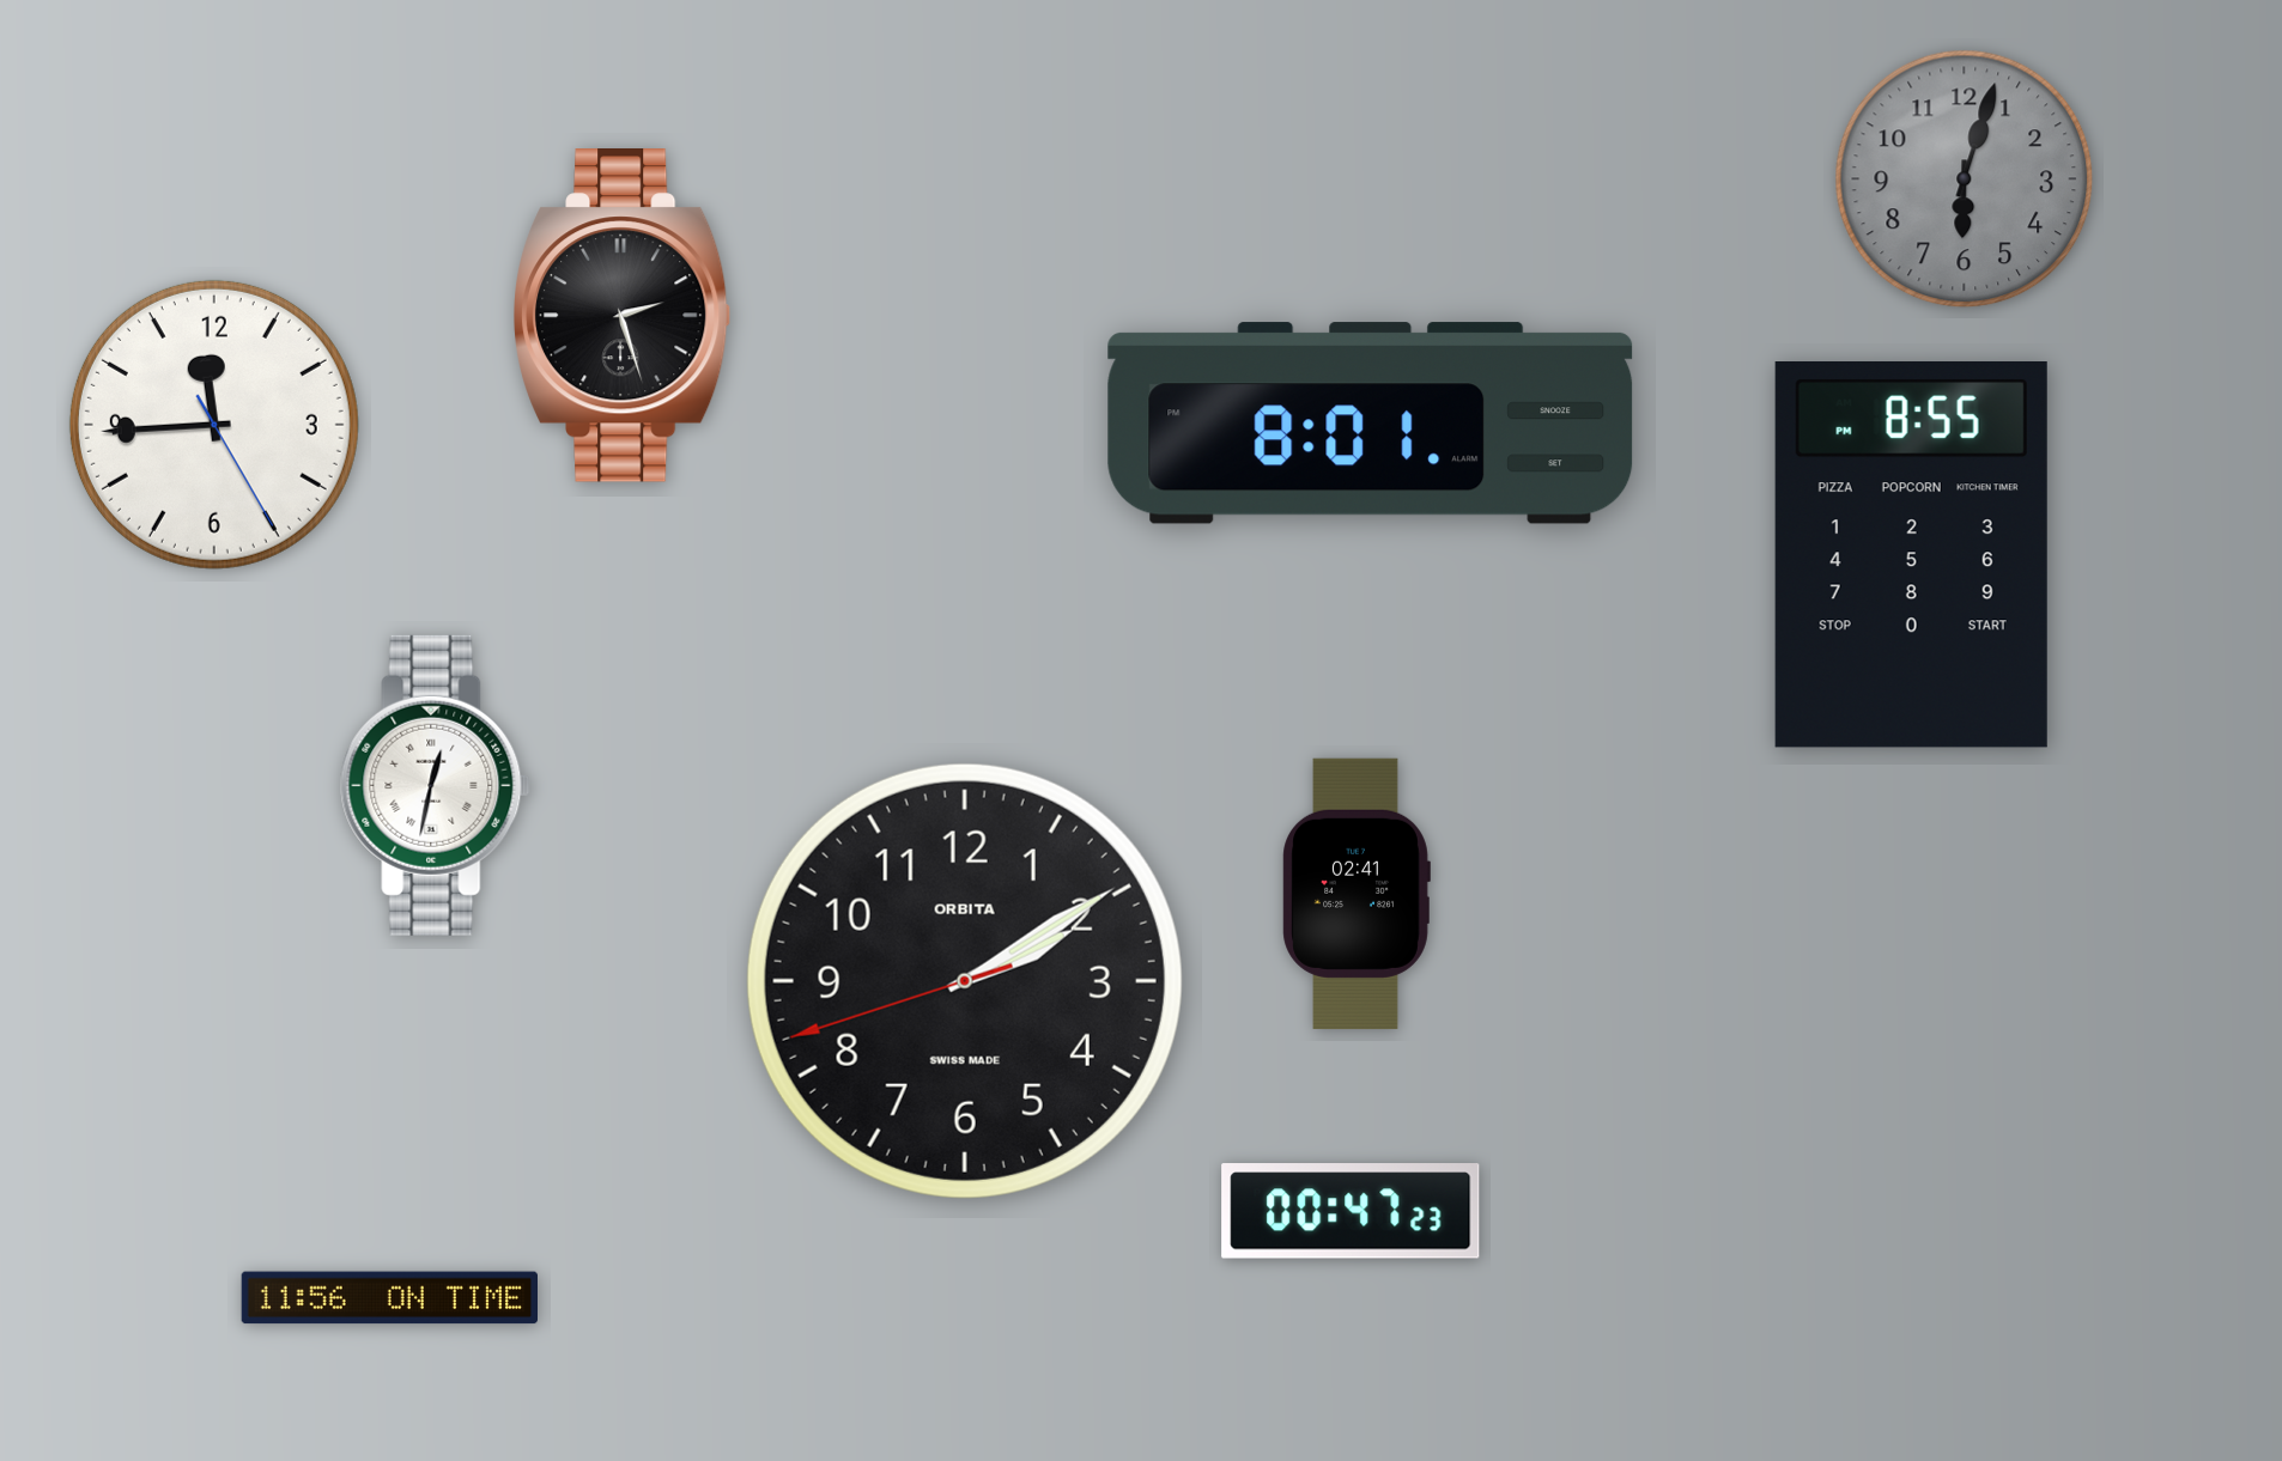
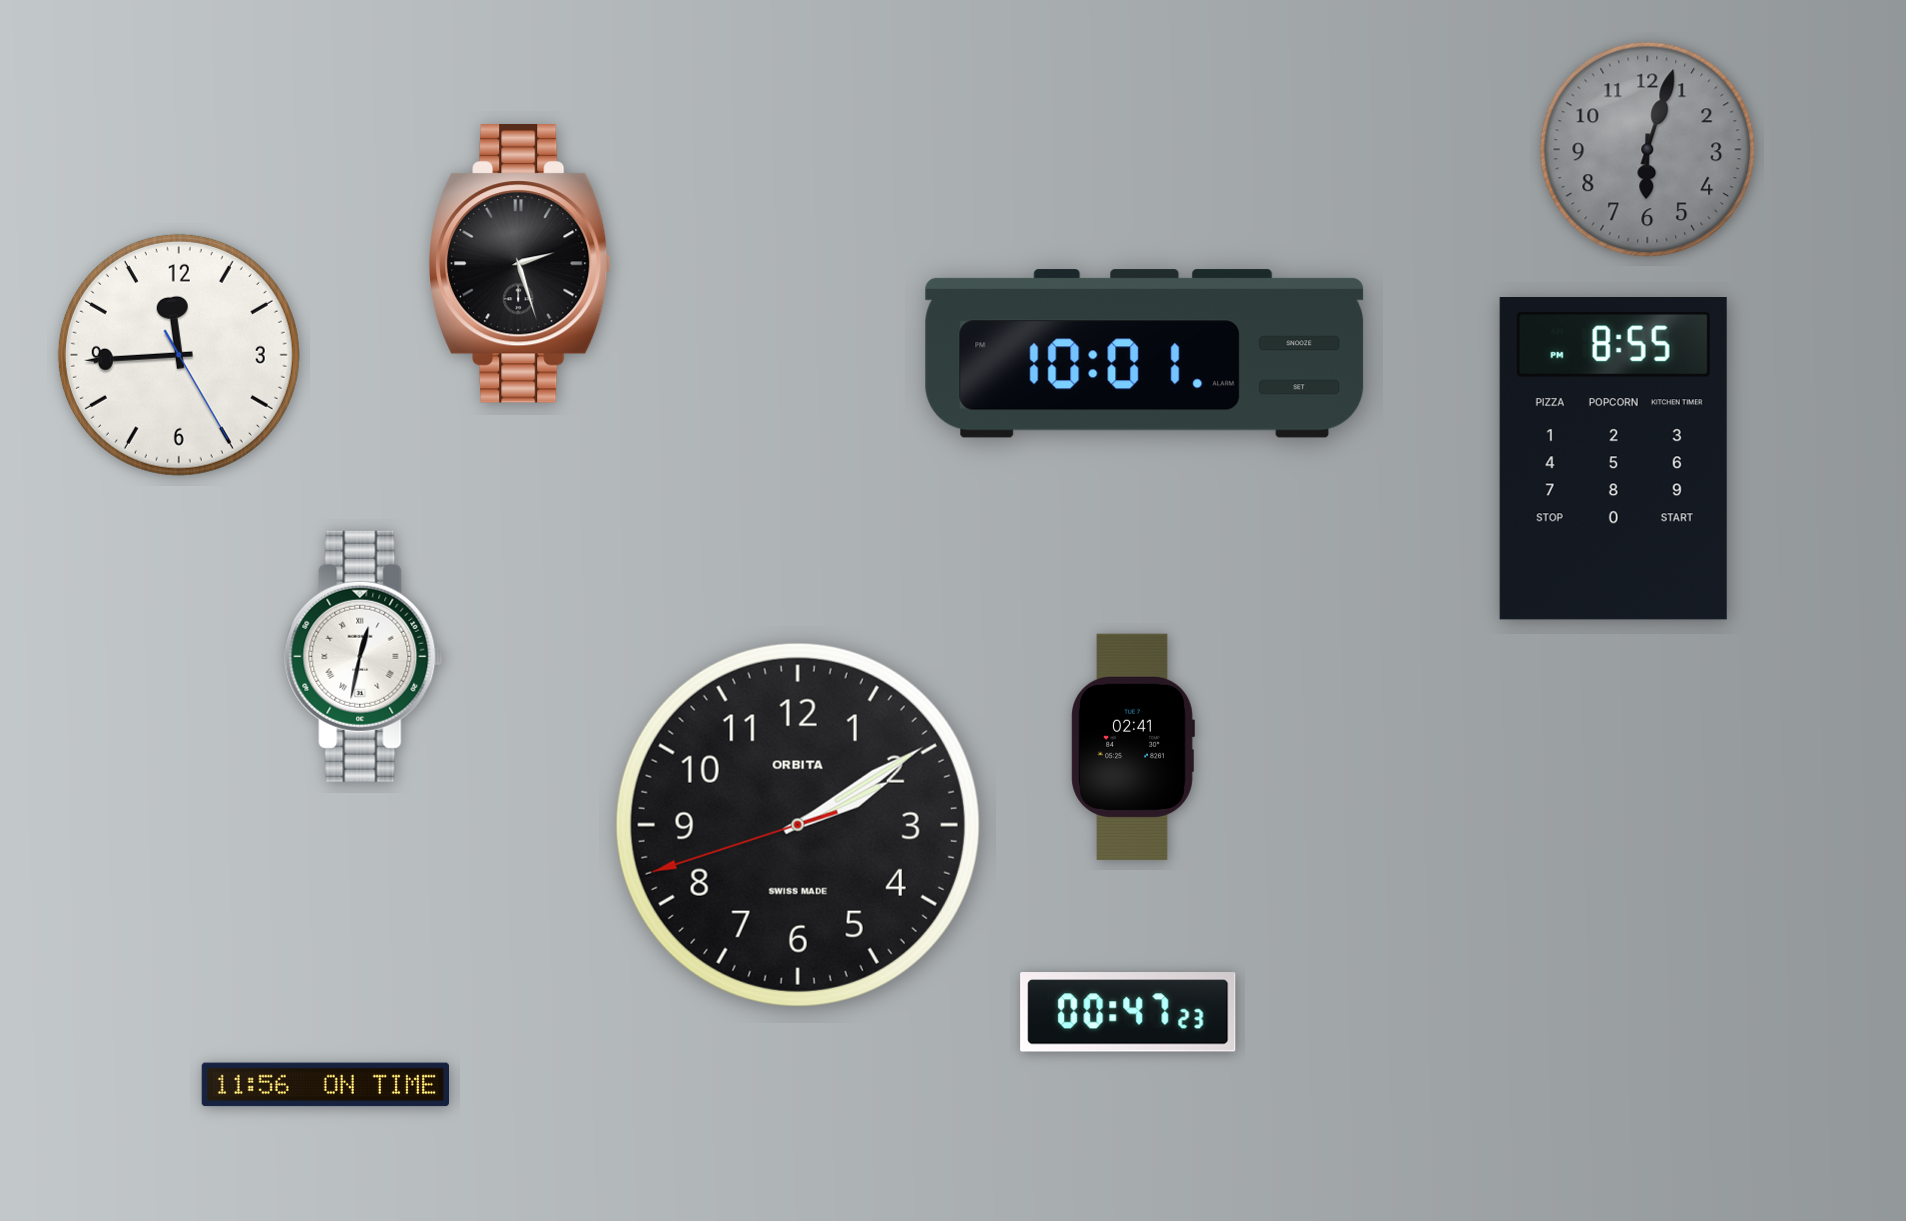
clock at (1965, 179) position: (1965, 179) -> (1648, 150)
clock at (1371, 424): 8:01 -> 10:01
clock at (1911, 555) position: (1911, 555) -> (1613, 459)
clock at (965, 981) position: (965, 981) -> (798, 825)
